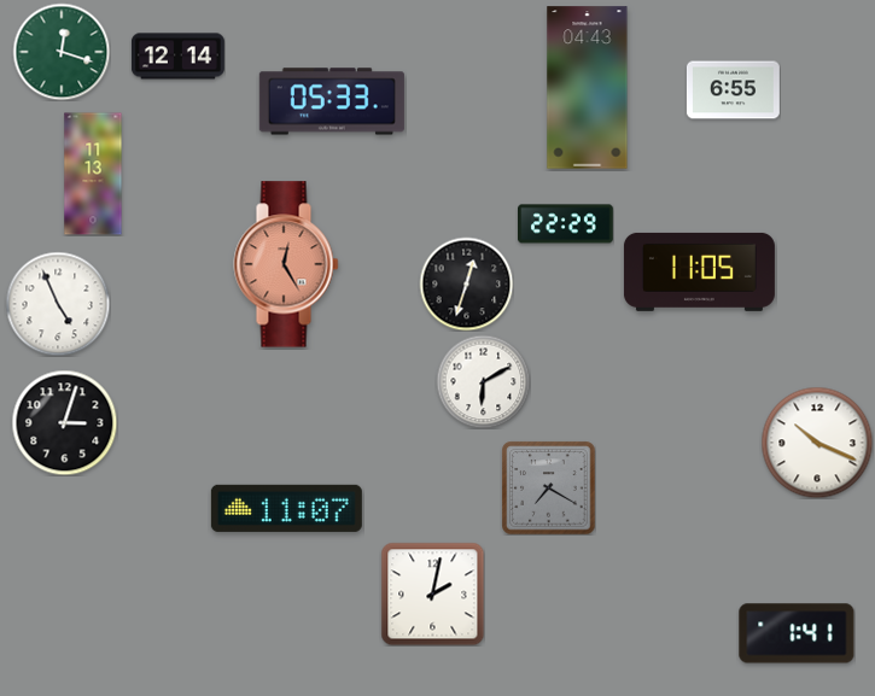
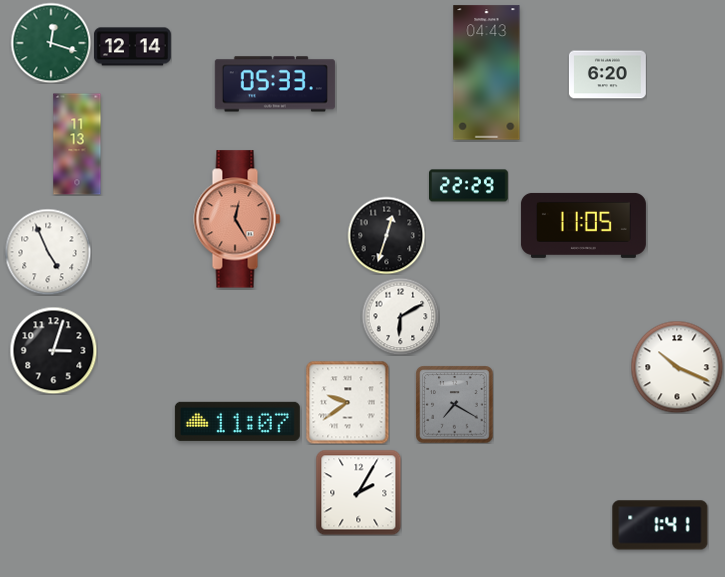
clock at (177, 57) position: (177, 57) -> (132, 47)
clock at (733, 90): 6:55 -> 6:20
clock at (699, 271) position: (699, 271) -> (583, 225)
clock at (347, 402): none -> 9:39
clock at (432, 593): 2:02 -> 2:05
